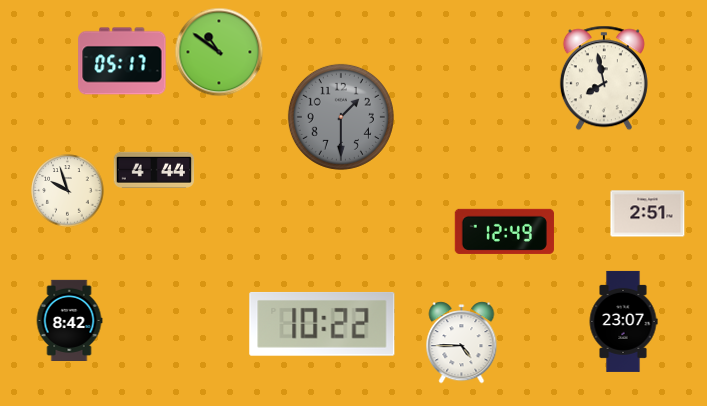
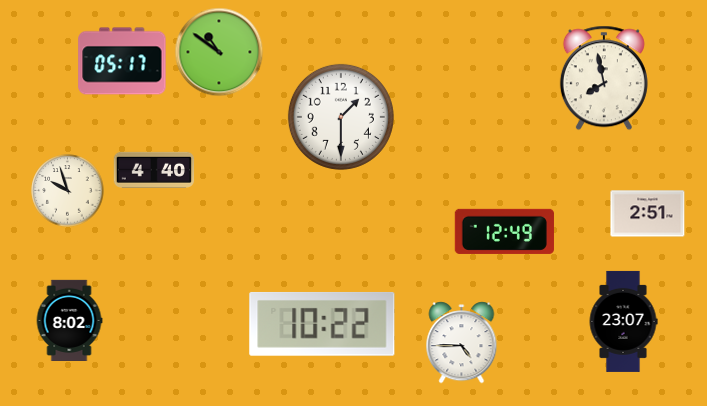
clock at (341, 117) dial: grey -> white
clock at (154, 170): 4:44 -> 4:40
clock at (69, 320): 8:42 -> 8:02
